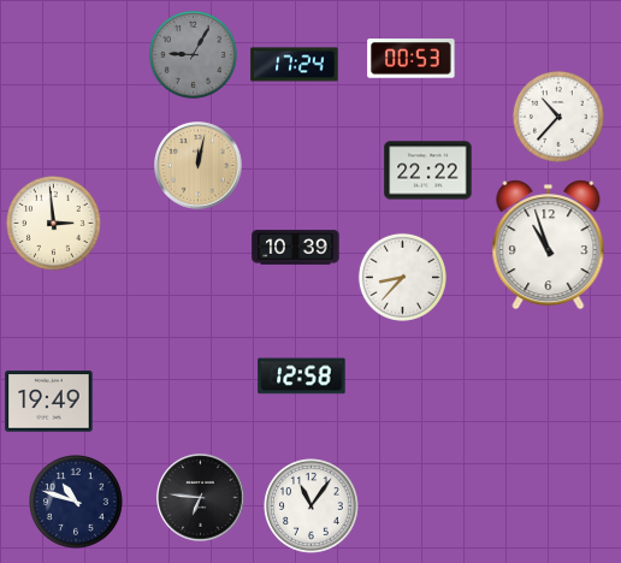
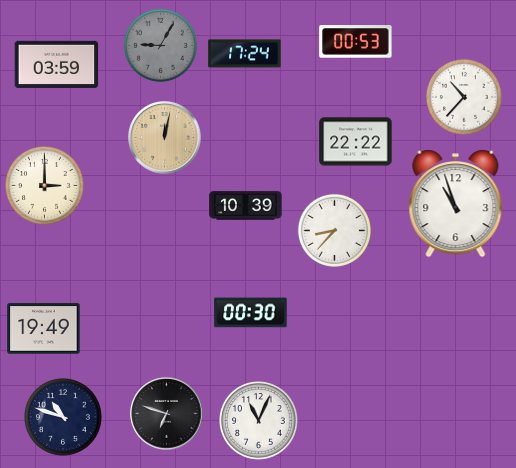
clock at (412, 59) position: (412, 59) -> (356, 42)
clock at (57, 64): none -> 03:59
clock at (54, 224): 2:59 -> 3:00
clock at (302, 377): 12:58 -> 00:30
clock at (49, 402) position: (49, 402) -> (44, 329)
clock at (201, 498): 6:46 -> 6:48
clock at (312, 506): 11:06 -> 11:04
